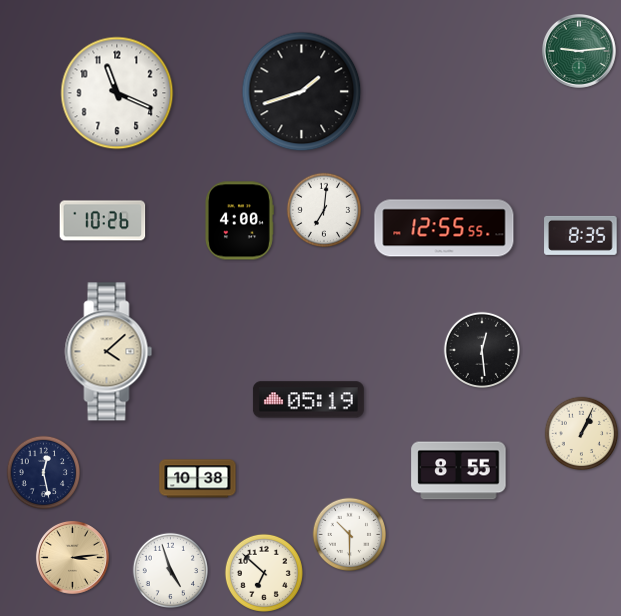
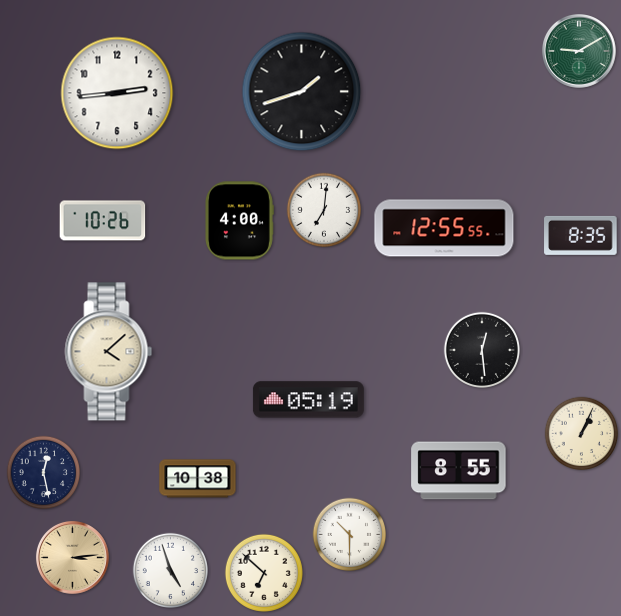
clock at (580, 52): 9:14 -> 9:10
clock at (117, 93): 11:19 -> 2:44
